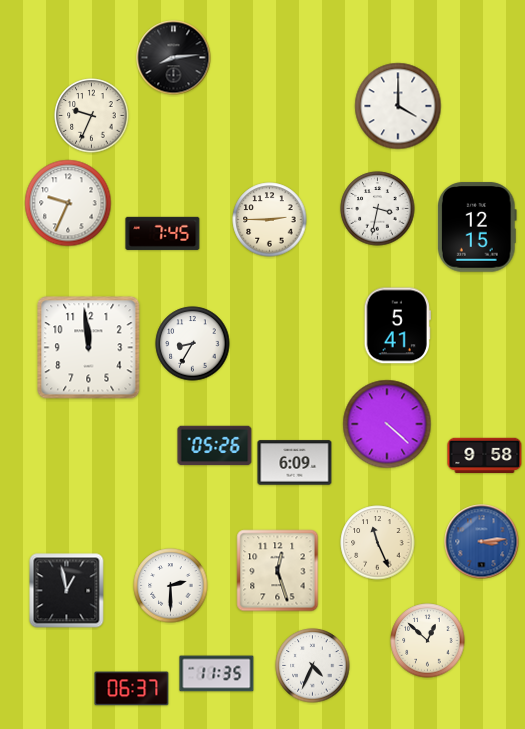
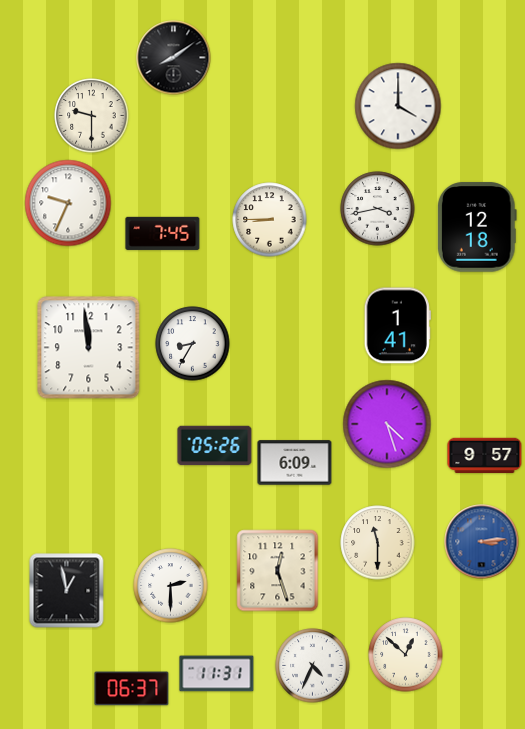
clock at (174, 58): 8:14 -> 8:09
clock at (92, 116): 9:34 -> 9:30
clock at (378, 209): 3:32 -> 3:43
clock at (270, 220): 2:45 -> 8:45
clock at (477, 227): 12:15 -> 12:18
clock at (397, 326): 5:41 -> 1:41
clock at (387, 424): 4:22 -> 4:27
clock at (485, 455): 9:58 -> 9:57
clock at (378, 543): 11:26 -> 11:30
clock at (428, 641) position: (428, 641) -> (406, 655)
clock at (217, 674): 11:35 -> 11:31
